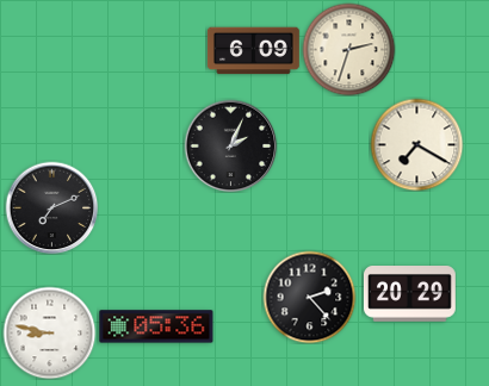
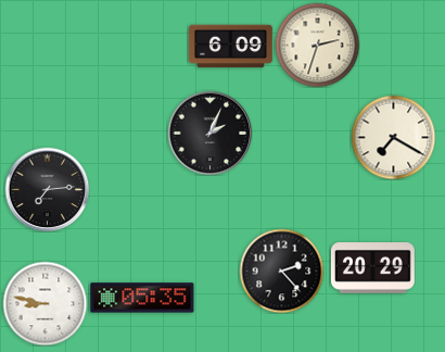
clock at (416, 144) position: (416, 144) -> (393, 137)
clock at (51, 207): 7:11 -> 7:14
clock at (156, 326): 05:36 -> 05:35
